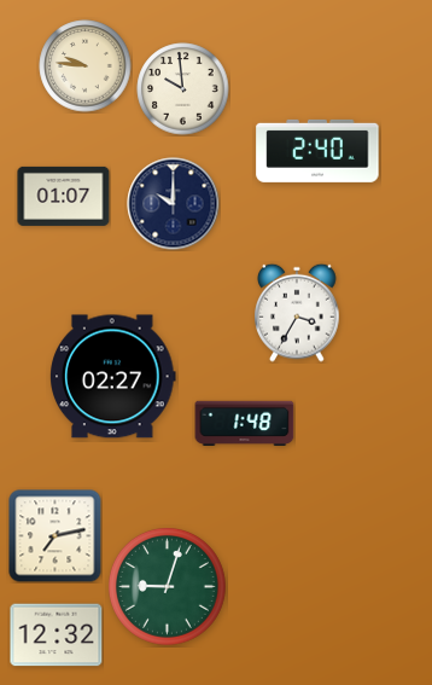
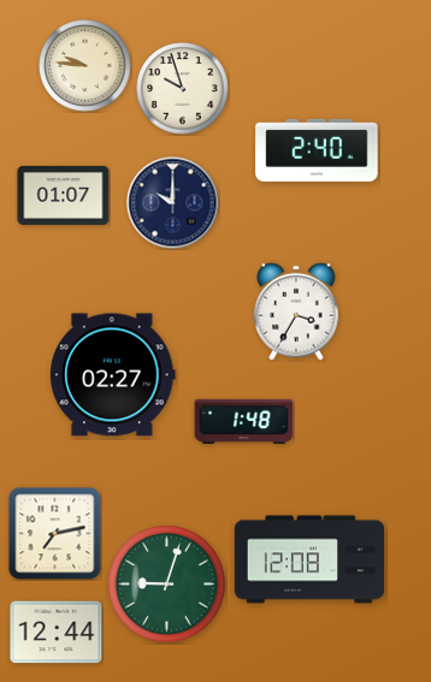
clock at (183, 89): 9:59 -> 9:57
clock at (309, 559): none -> 12:08
clock at (57, 635): 12:32 -> 12:44
